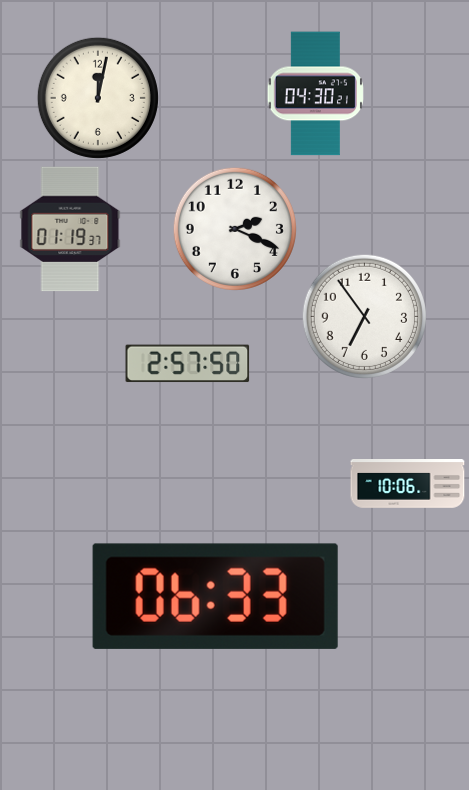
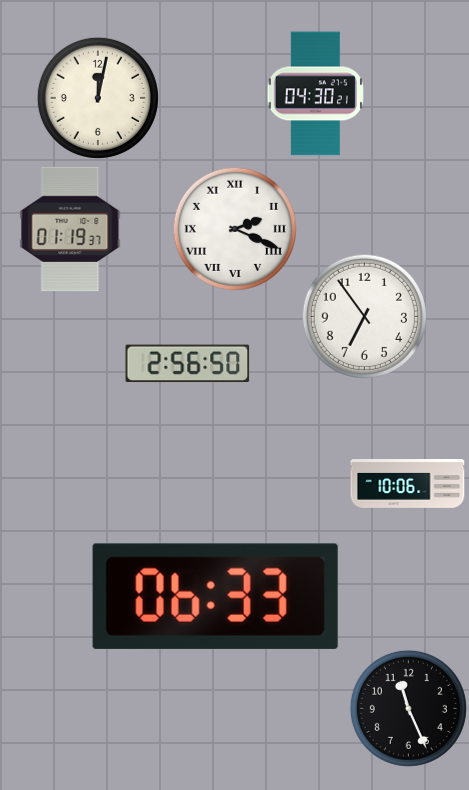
clock at (235, 229) numerals: Arabic -> Roman
clock at (188, 364): 2:57 -> 2:56
clock at (408, 708): none -> 11:26
